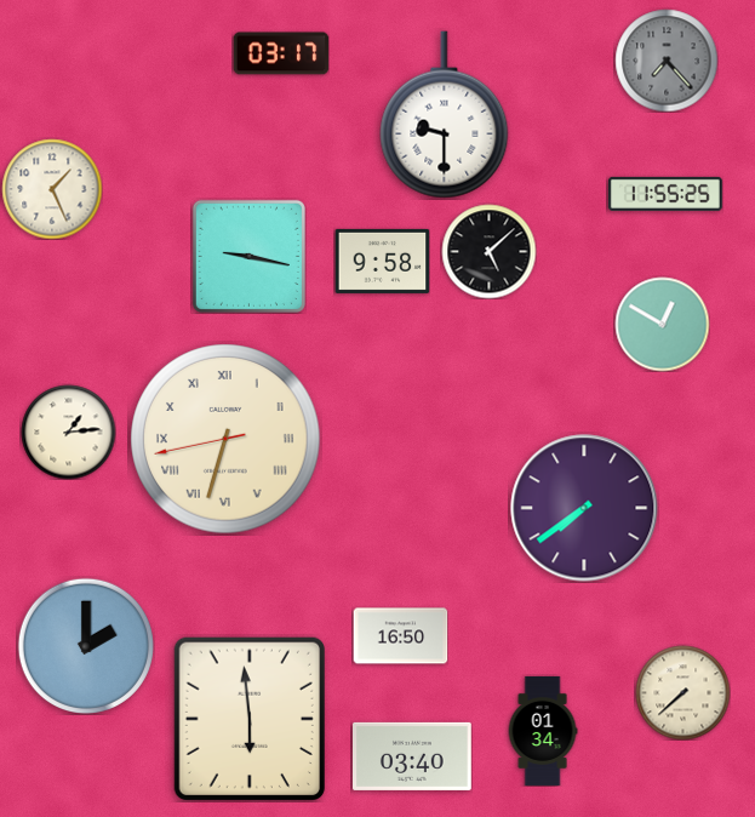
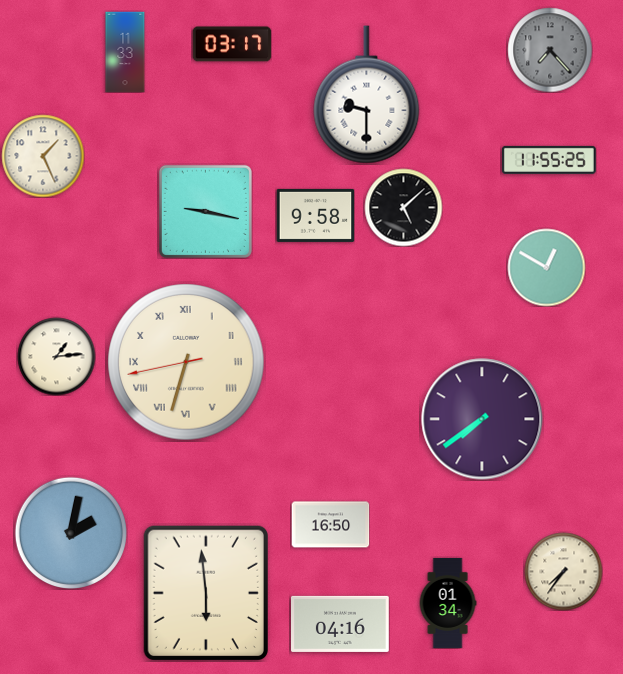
clock at (125, 52): none -> 11:33
clock at (85, 645): 2:00 -> 2:02
clock at (682, 692): 7:38 -> 7:36
clock at (413, 756): 03:40 -> 04:16
